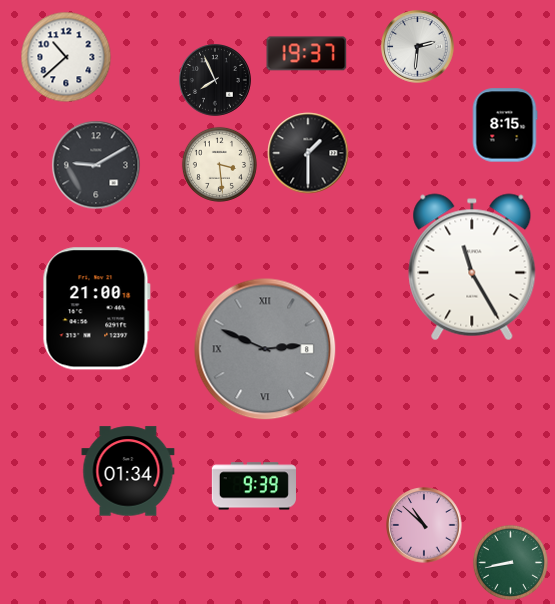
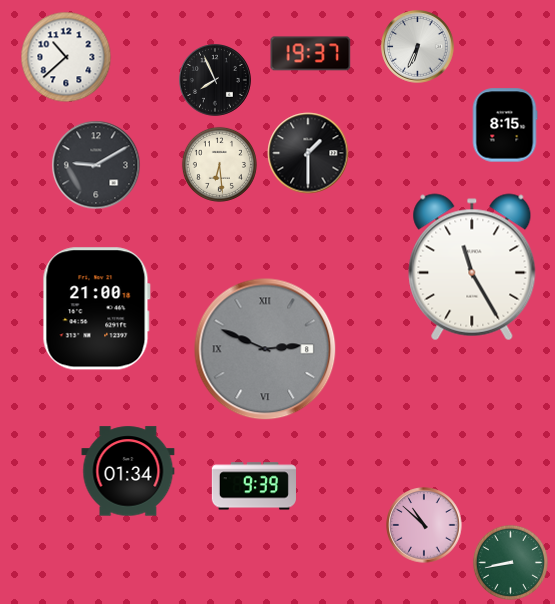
clock at (418, 47): 2:31 -> 6:34
clock at (307, 54) position: (307, 54) -> (311, 54)
clock at (219, 164): 3:29 -> 6:29
